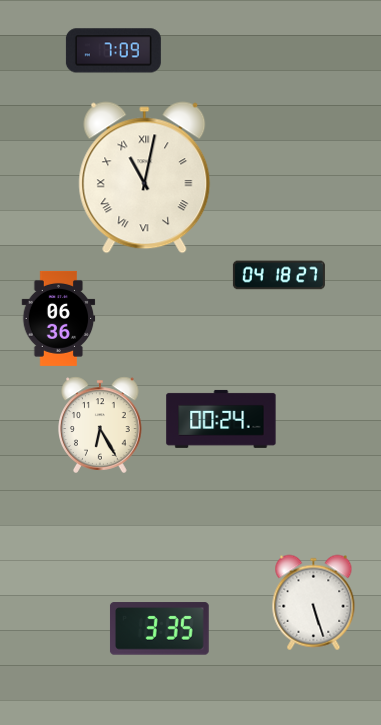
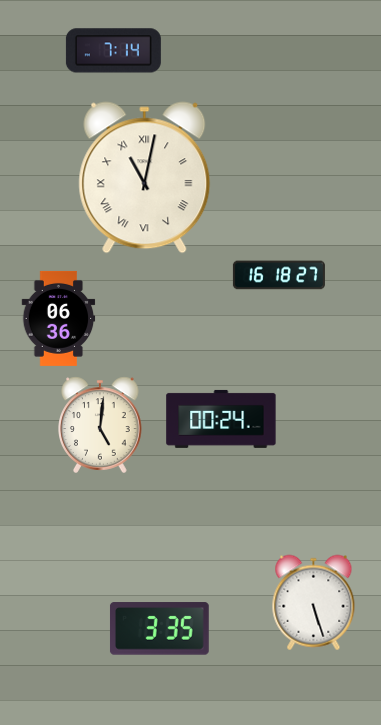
clock at (113, 51): 7:09 -> 7:14
clock at (279, 275): 04:18 -> 16:18
clock at (100, 425): 6:25 -> 5:01
